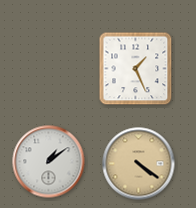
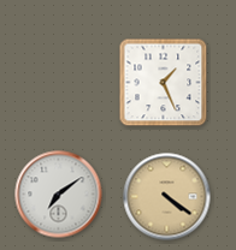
clock at (49, 162): 1:09 -> 7:09
